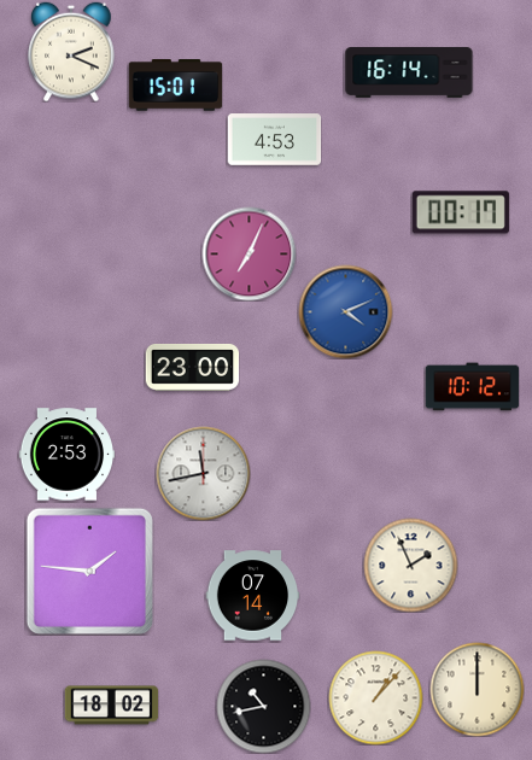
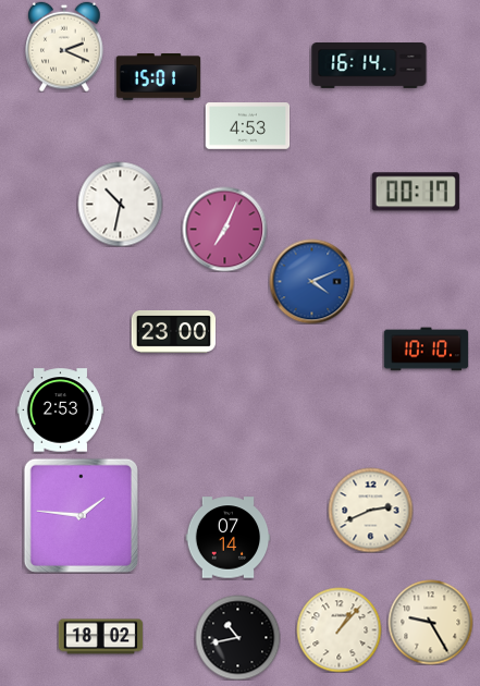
clock at (120, 204): none -> 10:32
clock at (472, 387): 10:12 -> 10:10
clock at (203, 473): 11:43 -> none
clock at (410, 565): 1:56 -> 2:41
clock at (477, 689): 12:00 -> 9:25
